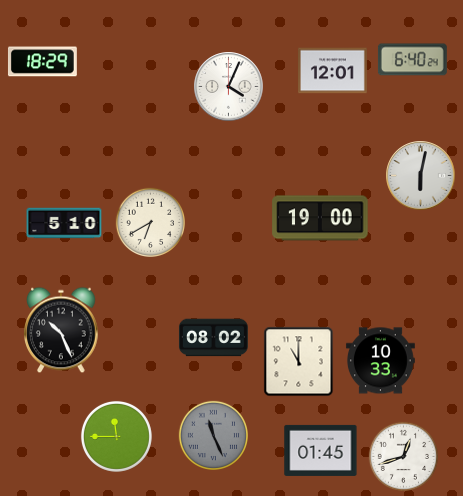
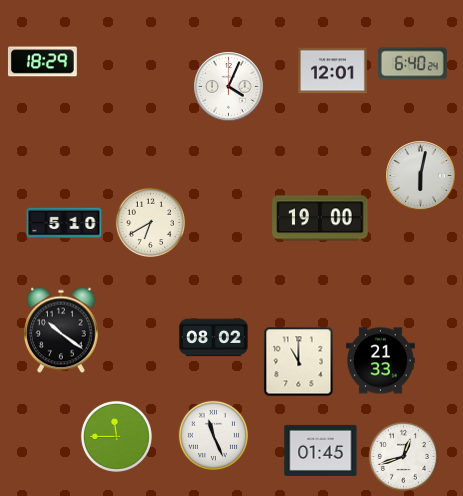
clock at (412, 60) position: (412, 60) -> (412, 64)
clock at (61, 330): 10:26 -> 10:21
clock at (380, 361): 10:33 -> 21:33
clock at (213, 435) dial: grey -> white
